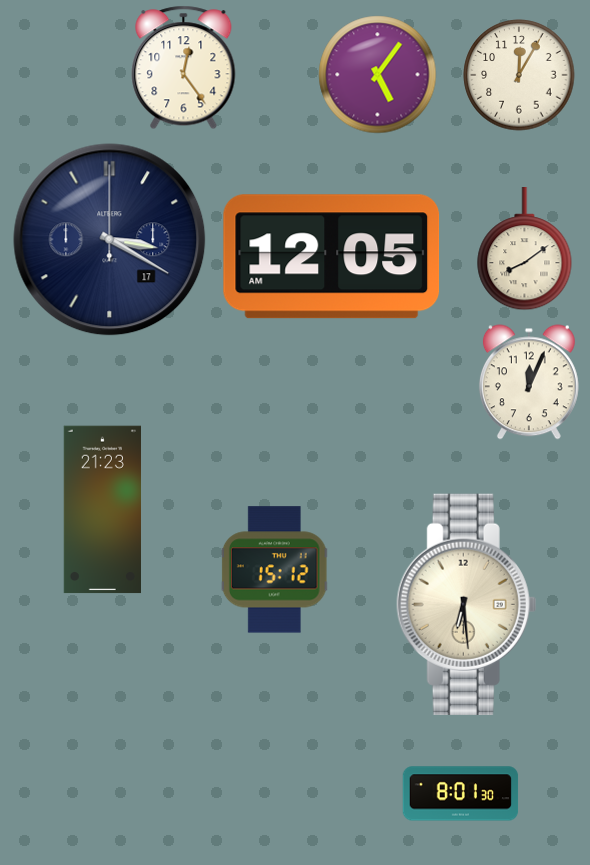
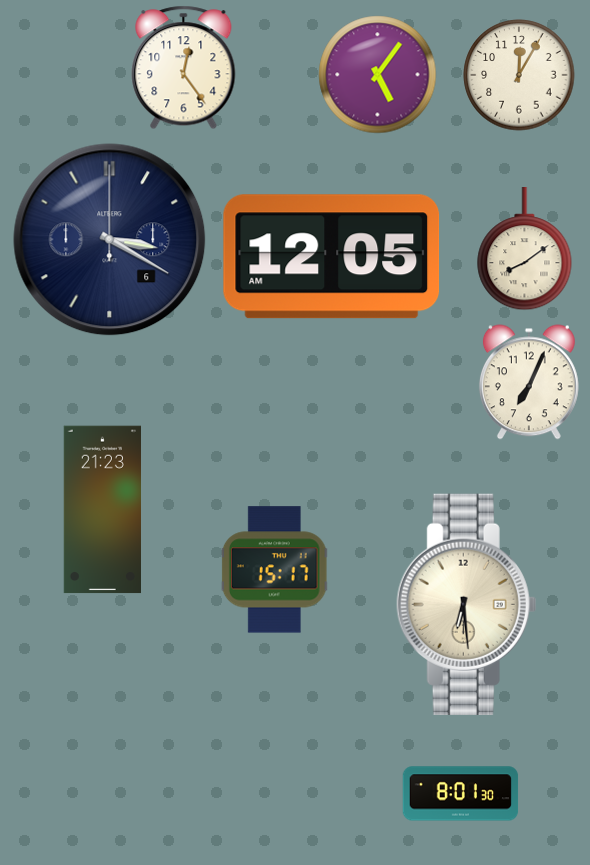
clock at (110, 240) date: 17 -> 6
clock at (529, 382): 12:04 -> 7:04
clock at (275, 570): 15:12 -> 15:17
